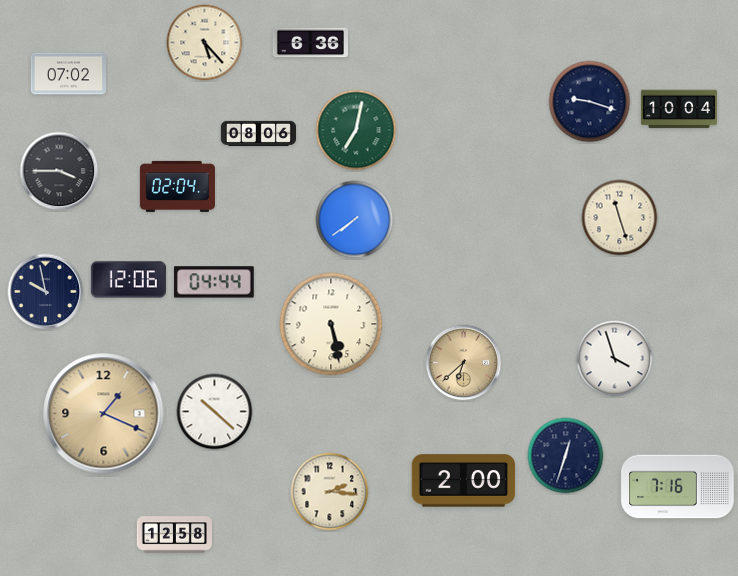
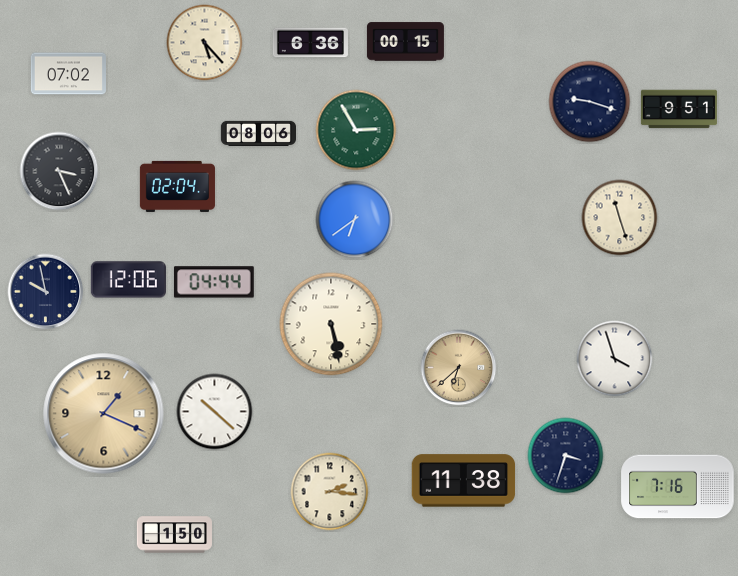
clock at (405, 42): none -> 00:15
clock at (679, 109): 10:04 -> 9:51
clock at (356, 130): 7:02 -> 2:55
clock at (59, 171): 3:45 -> 3:26
clock at (355, 220): 7:39 -> 6:39
clock at (464, 363) position: (464, 363) -> (459, 368)
clock at (566, 456): 12:33 -> 3:33
clock at (464, 481): 2:00 -> 11:38
clock at (174, 535): 12:58 -> 1:50
